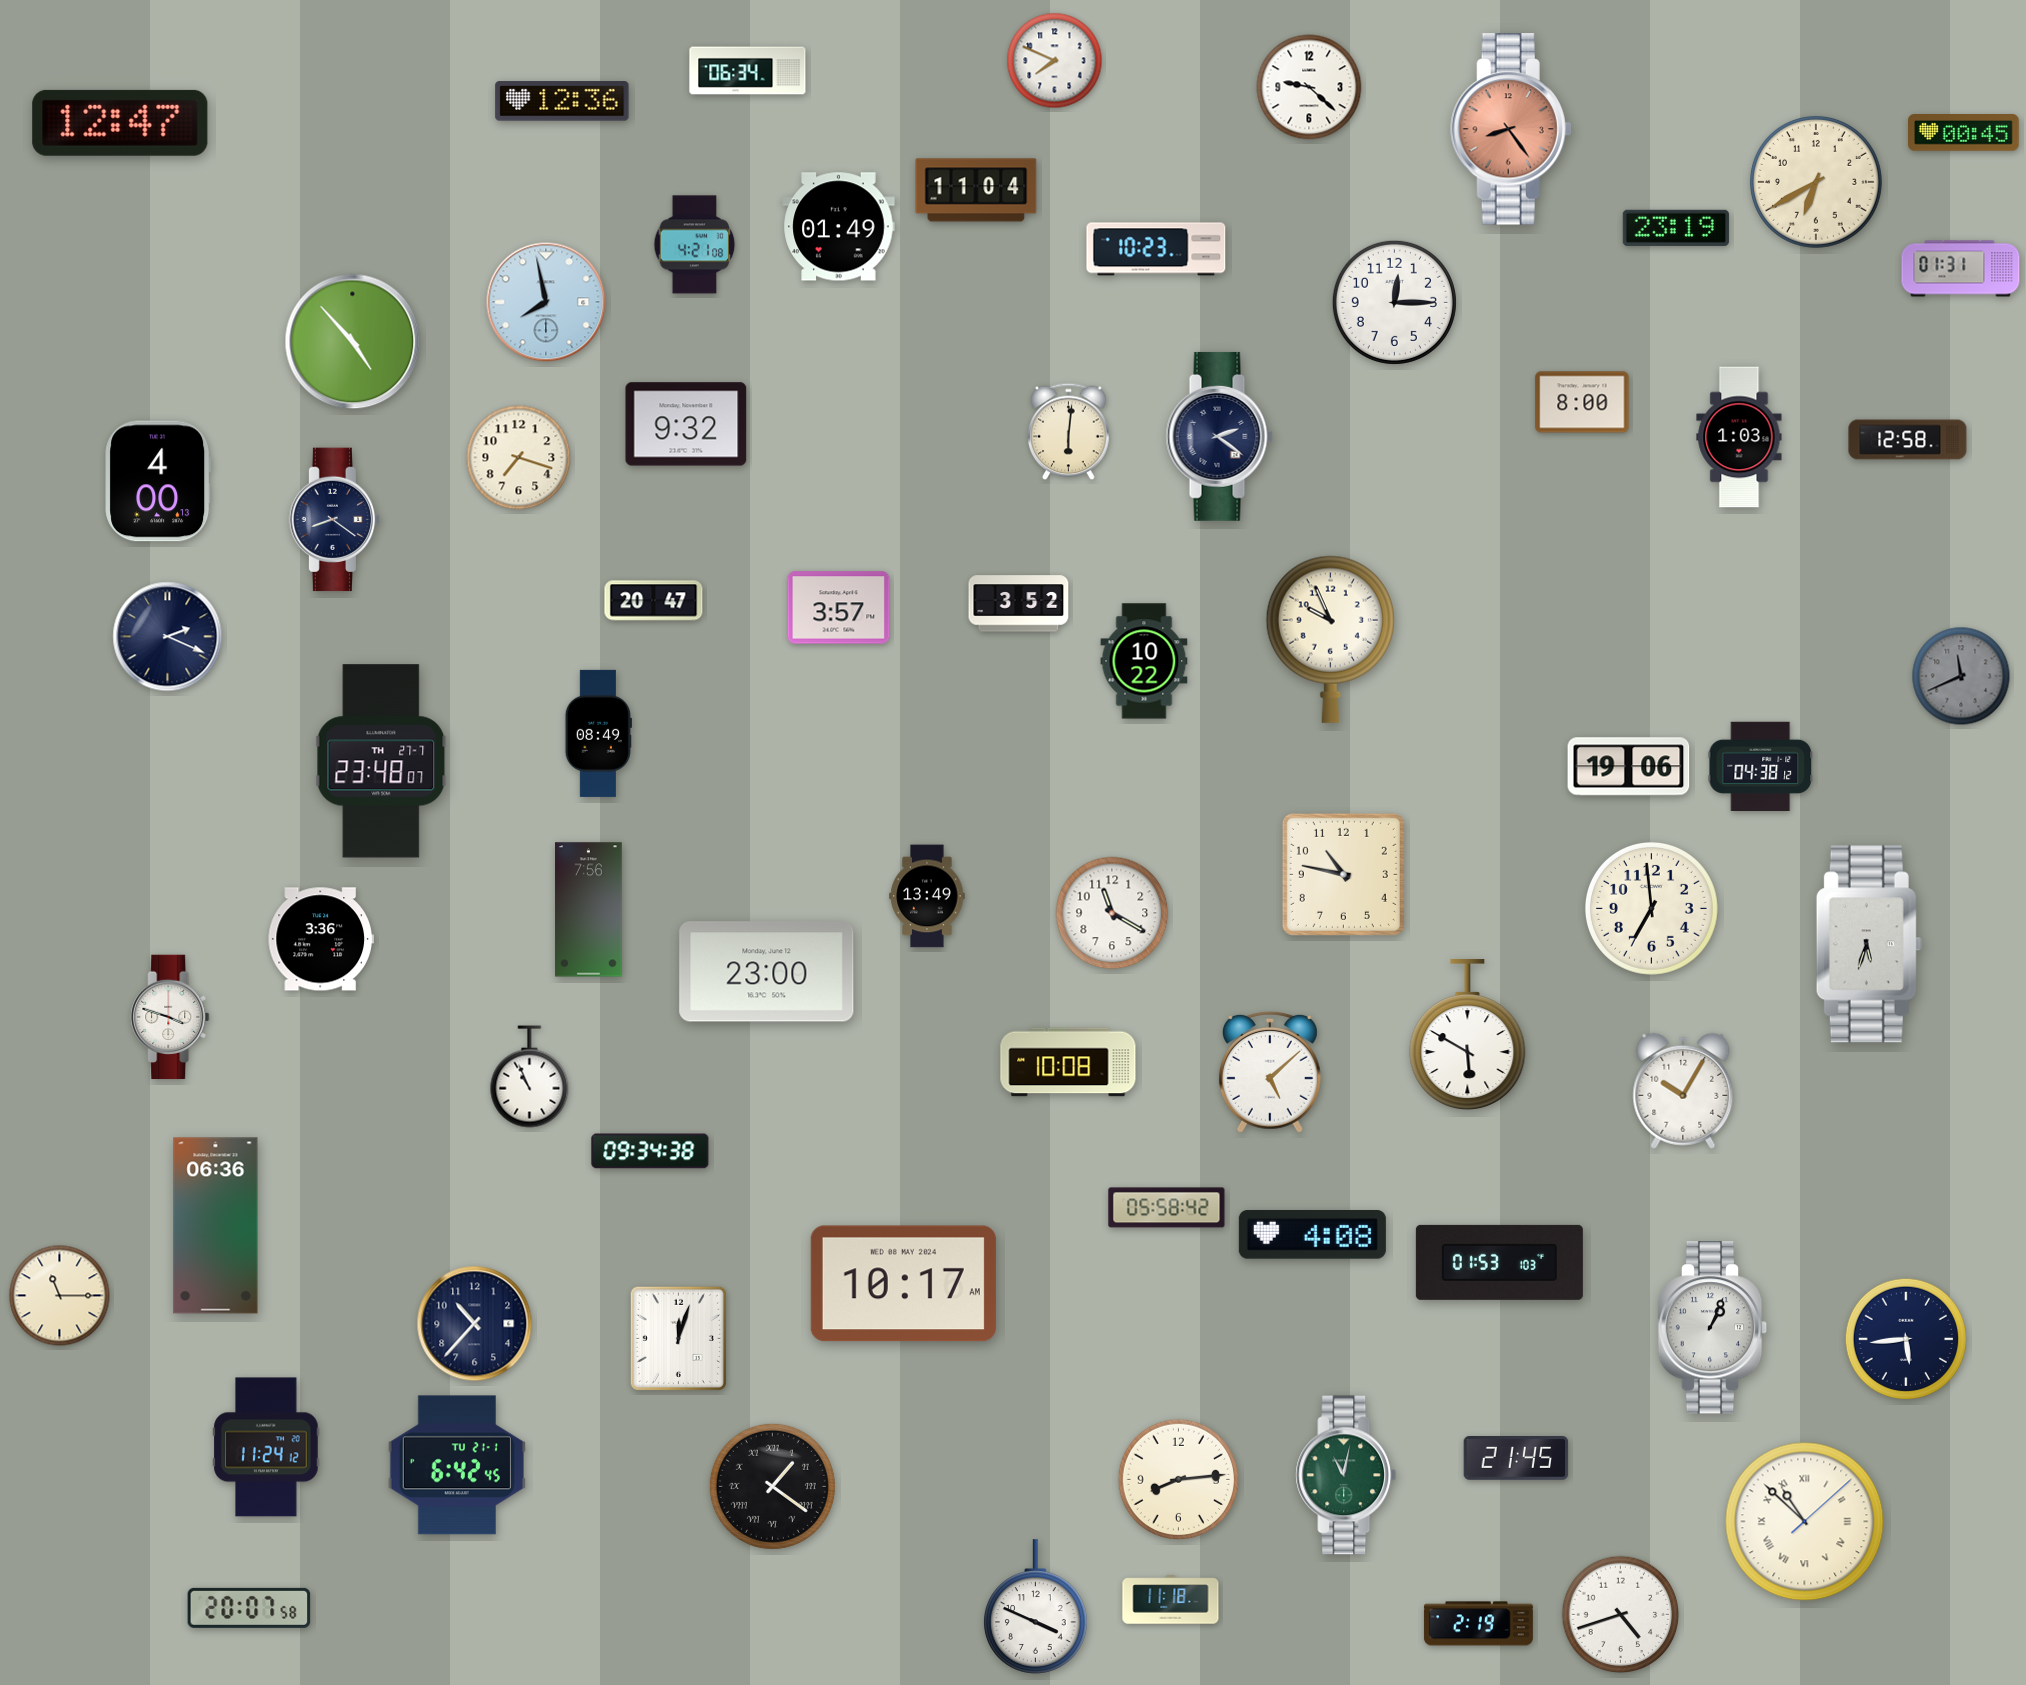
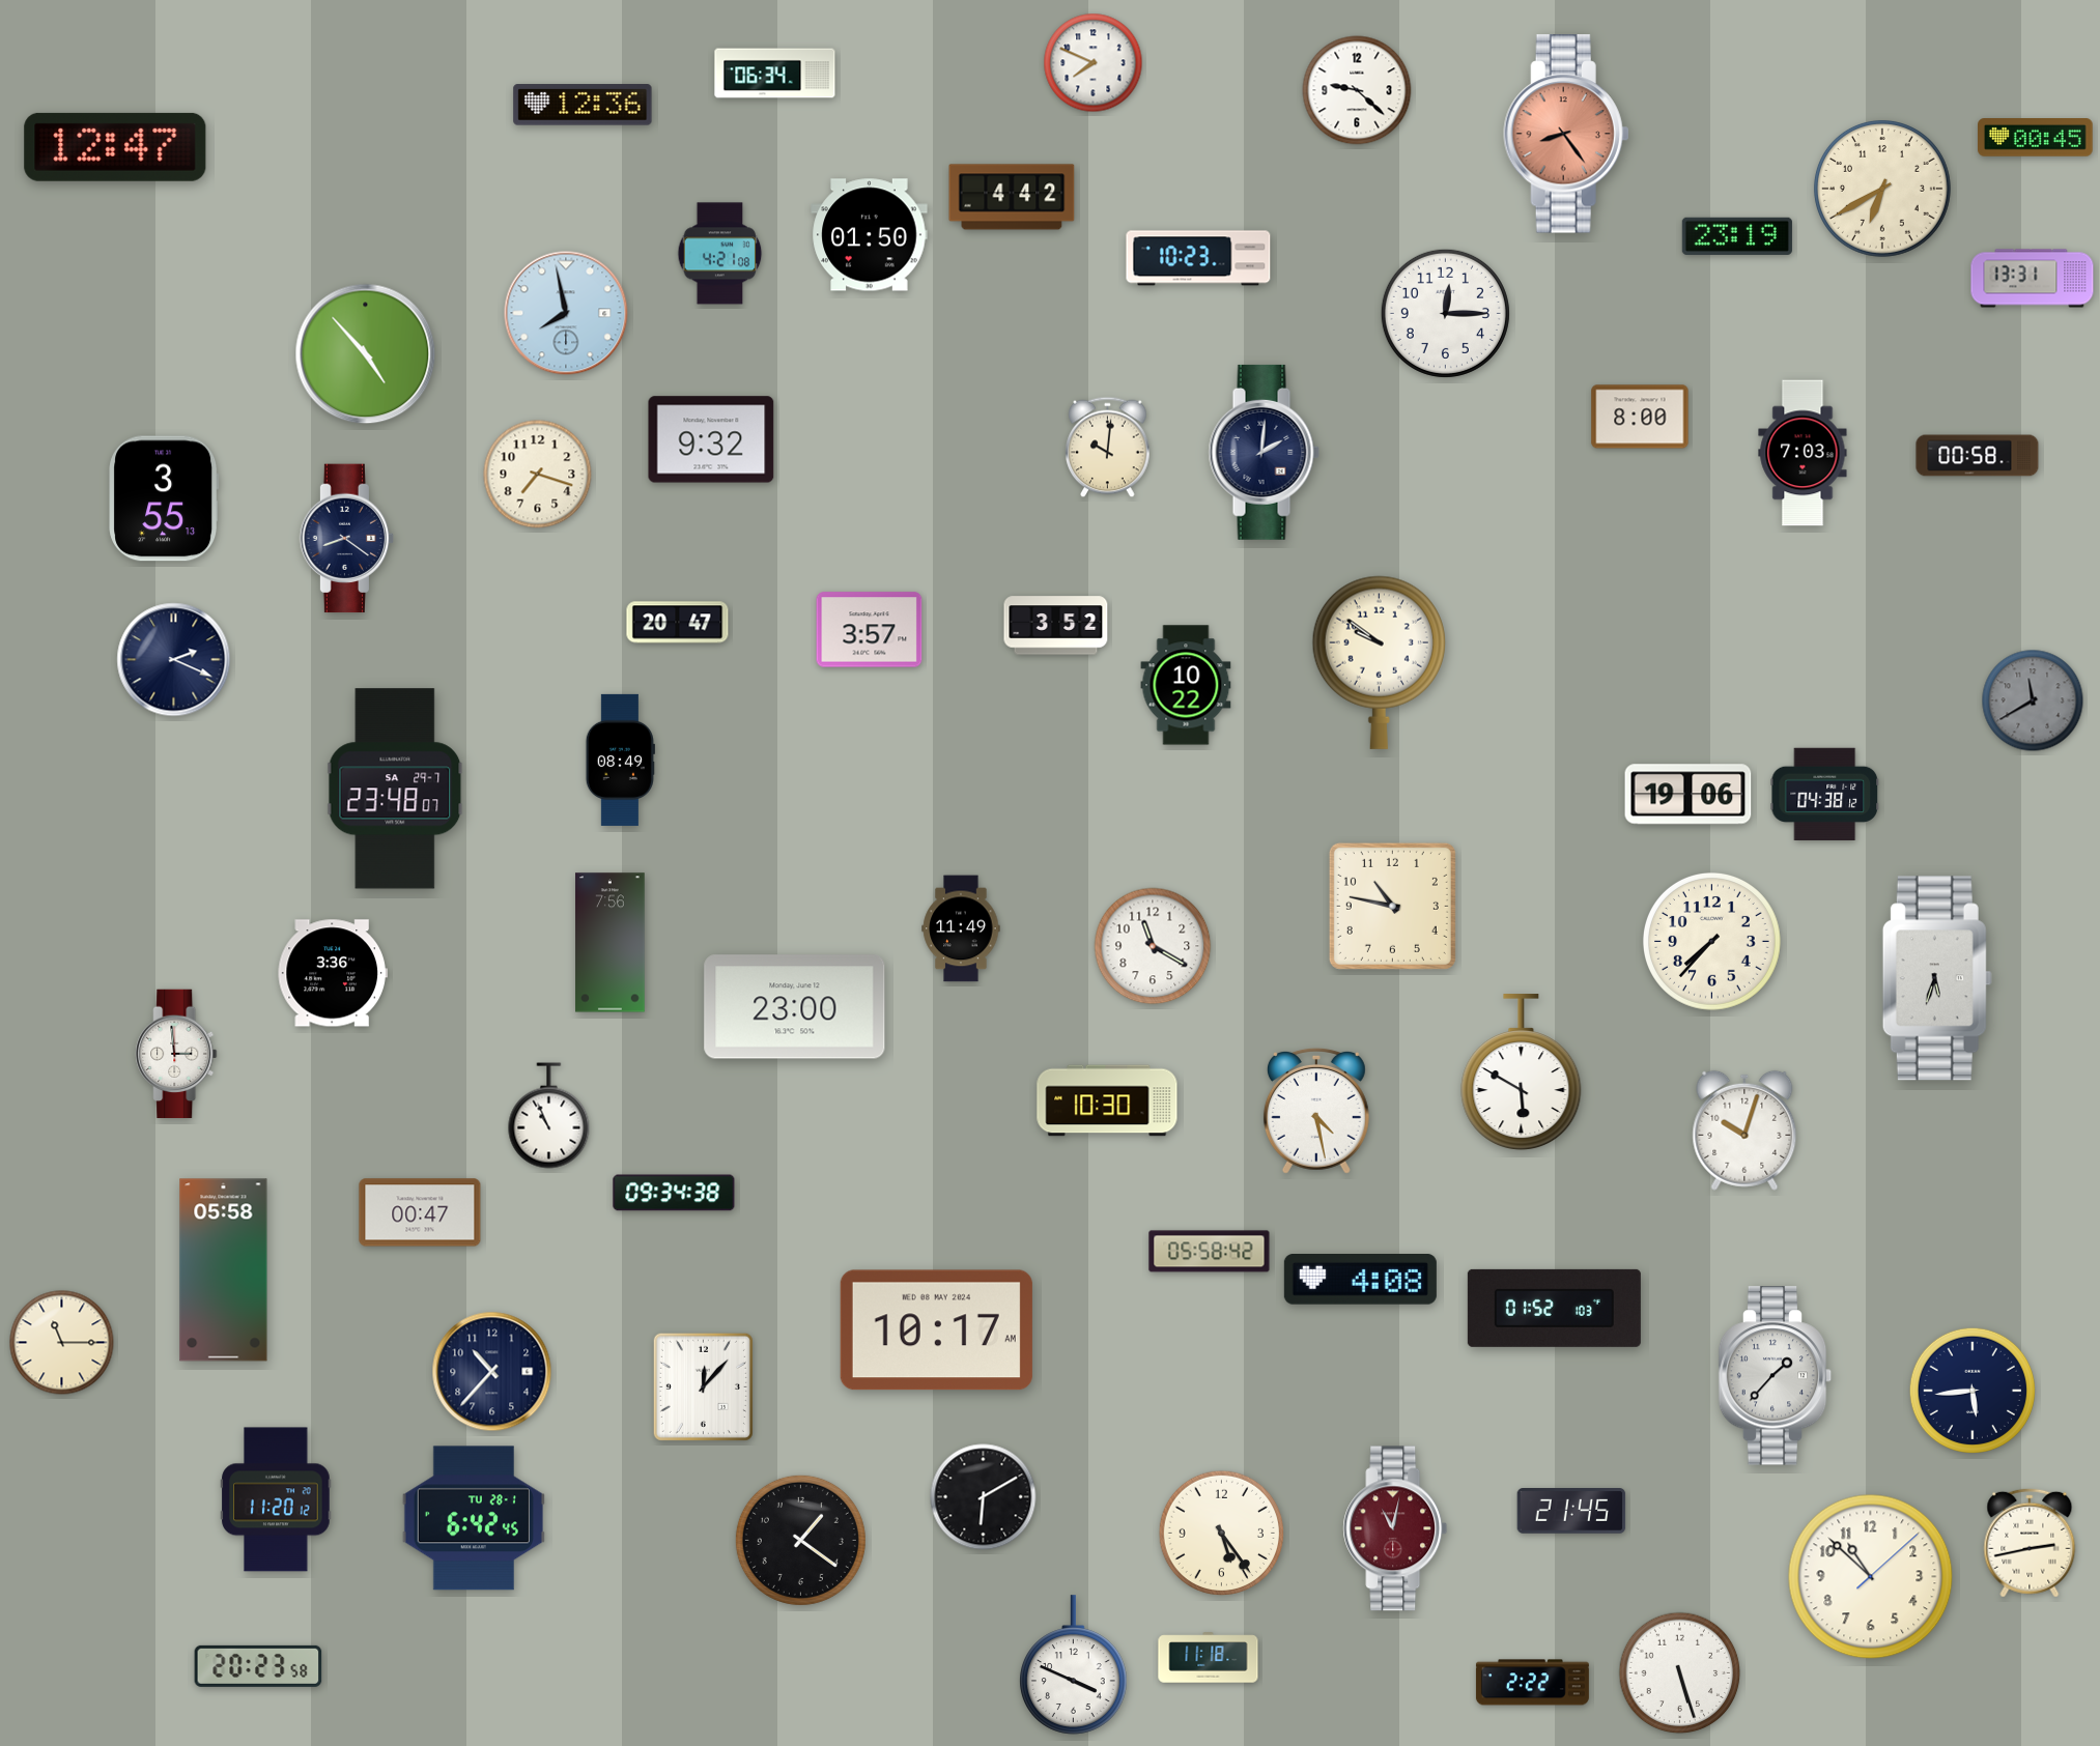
clock at (120, 123) position: (120, 123) -> (115, 147)
clock at (976, 190): 11:04 -> 4:42
clock at (839, 227): 01:49 -> 01:50
clock at (1961, 269): 01:31 -> 13:31
clock at (1069, 432): 6:01 -> 10:01
clock at (1219, 436): 2:21 -> 2:01
clock at (1739, 437): 1:03 -> 7:03
clock at (1908, 440): 12:58 -> 00:58
clock at (158, 481): 4:00 -> 3:55
clock at (1330, 639): 9:56 -> 9:51
clock at (1961, 676): 11:41 -> 11:40
clock at (381, 761) date: TH 27-7 -> SA 29-7
clock at (927, 896): 13:49 -> 11:49
clock at (1652, 909): 6:59 -> 7:37
clock at (170, 1017): 3:48 -> 2:59
clock at (1068, 1062): 10:08 -> 10:30
clock at (1270, 1072): 5:08 -> 4:28
clock at (1683, 1091): 10:05 -> 10:03
clock at (420, 1212): none -> 00:47
clock at (216, 1226): 06:36 -> 05:58
clock at (1499, 1262): 01:53 -> 01:52
clock at (1713, 1328): 1:04 -> 1:37
clock at (678, 1338): 12:03 -> 12:07
clock at (1906, 1339) position: (1906, 1339) -> (1973, 1391)
clock at (984, 1497): none -> 6:10
clock at (266, 1447): 11:24 -> 11:20
clock at (457, 1465) date: TU 21-1 -> TU 28-1
clock at (1346, 1475) dial: green -> burgundy
clock at (1178, 1479): 8:14 -> 5:24
clock at (772, 1486) numerals: Roman -> Arabic
clock at (2030, 1543): none -> 2:43
clock at (1805, 1522) numerals: Roman -> Arabic
clock at (1171, 1600) position: (1171, 1600) -> (1209, 1658)
clock at (249, 1608): 20:07 -> 20:23
clock at (1621, 1615): 4:42 -> 5:27
clock at (1478, 1624): 2:19 -> 2:22
